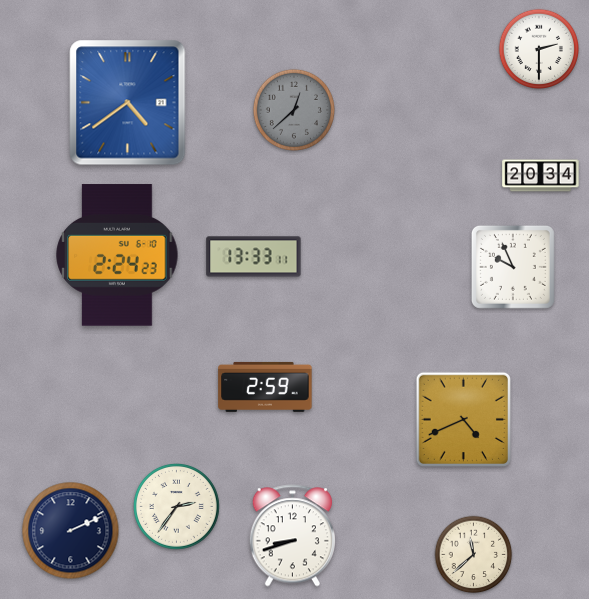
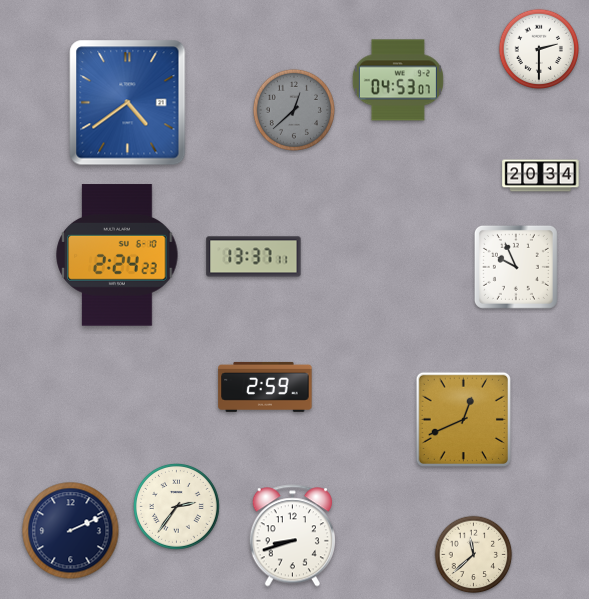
clock at (398, 80): none -> 04:53
clock at (254, 257): 13:33 -> 13:37
clock at (513, 267) position: (513, 267) -> (516, 267)
clock at (463, 419): 4:41 -> 12:41
